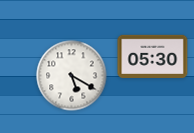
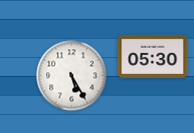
clock at (72, 76): 5:20 -> 5:25
